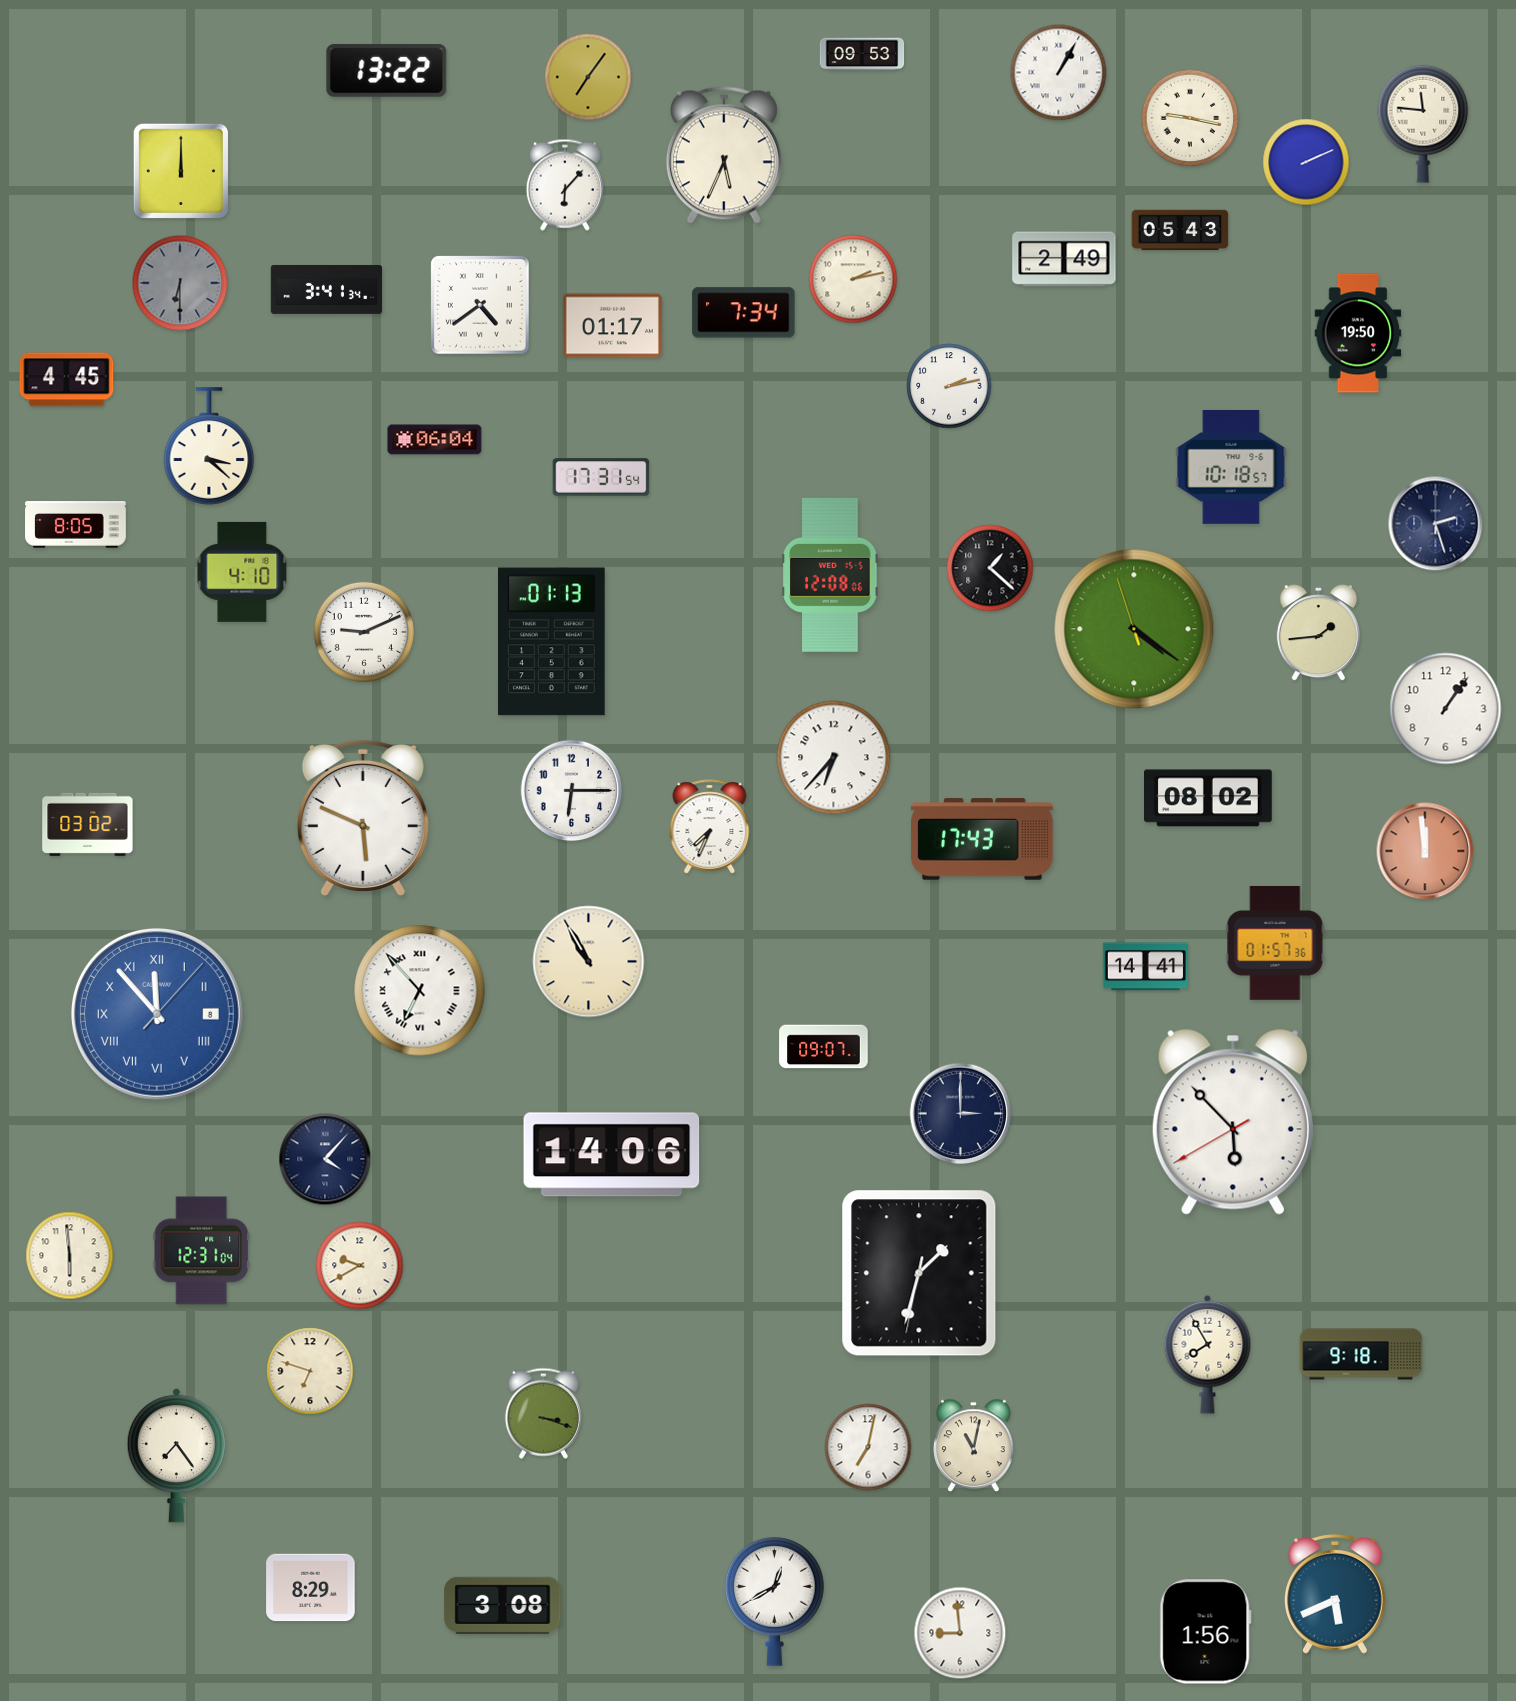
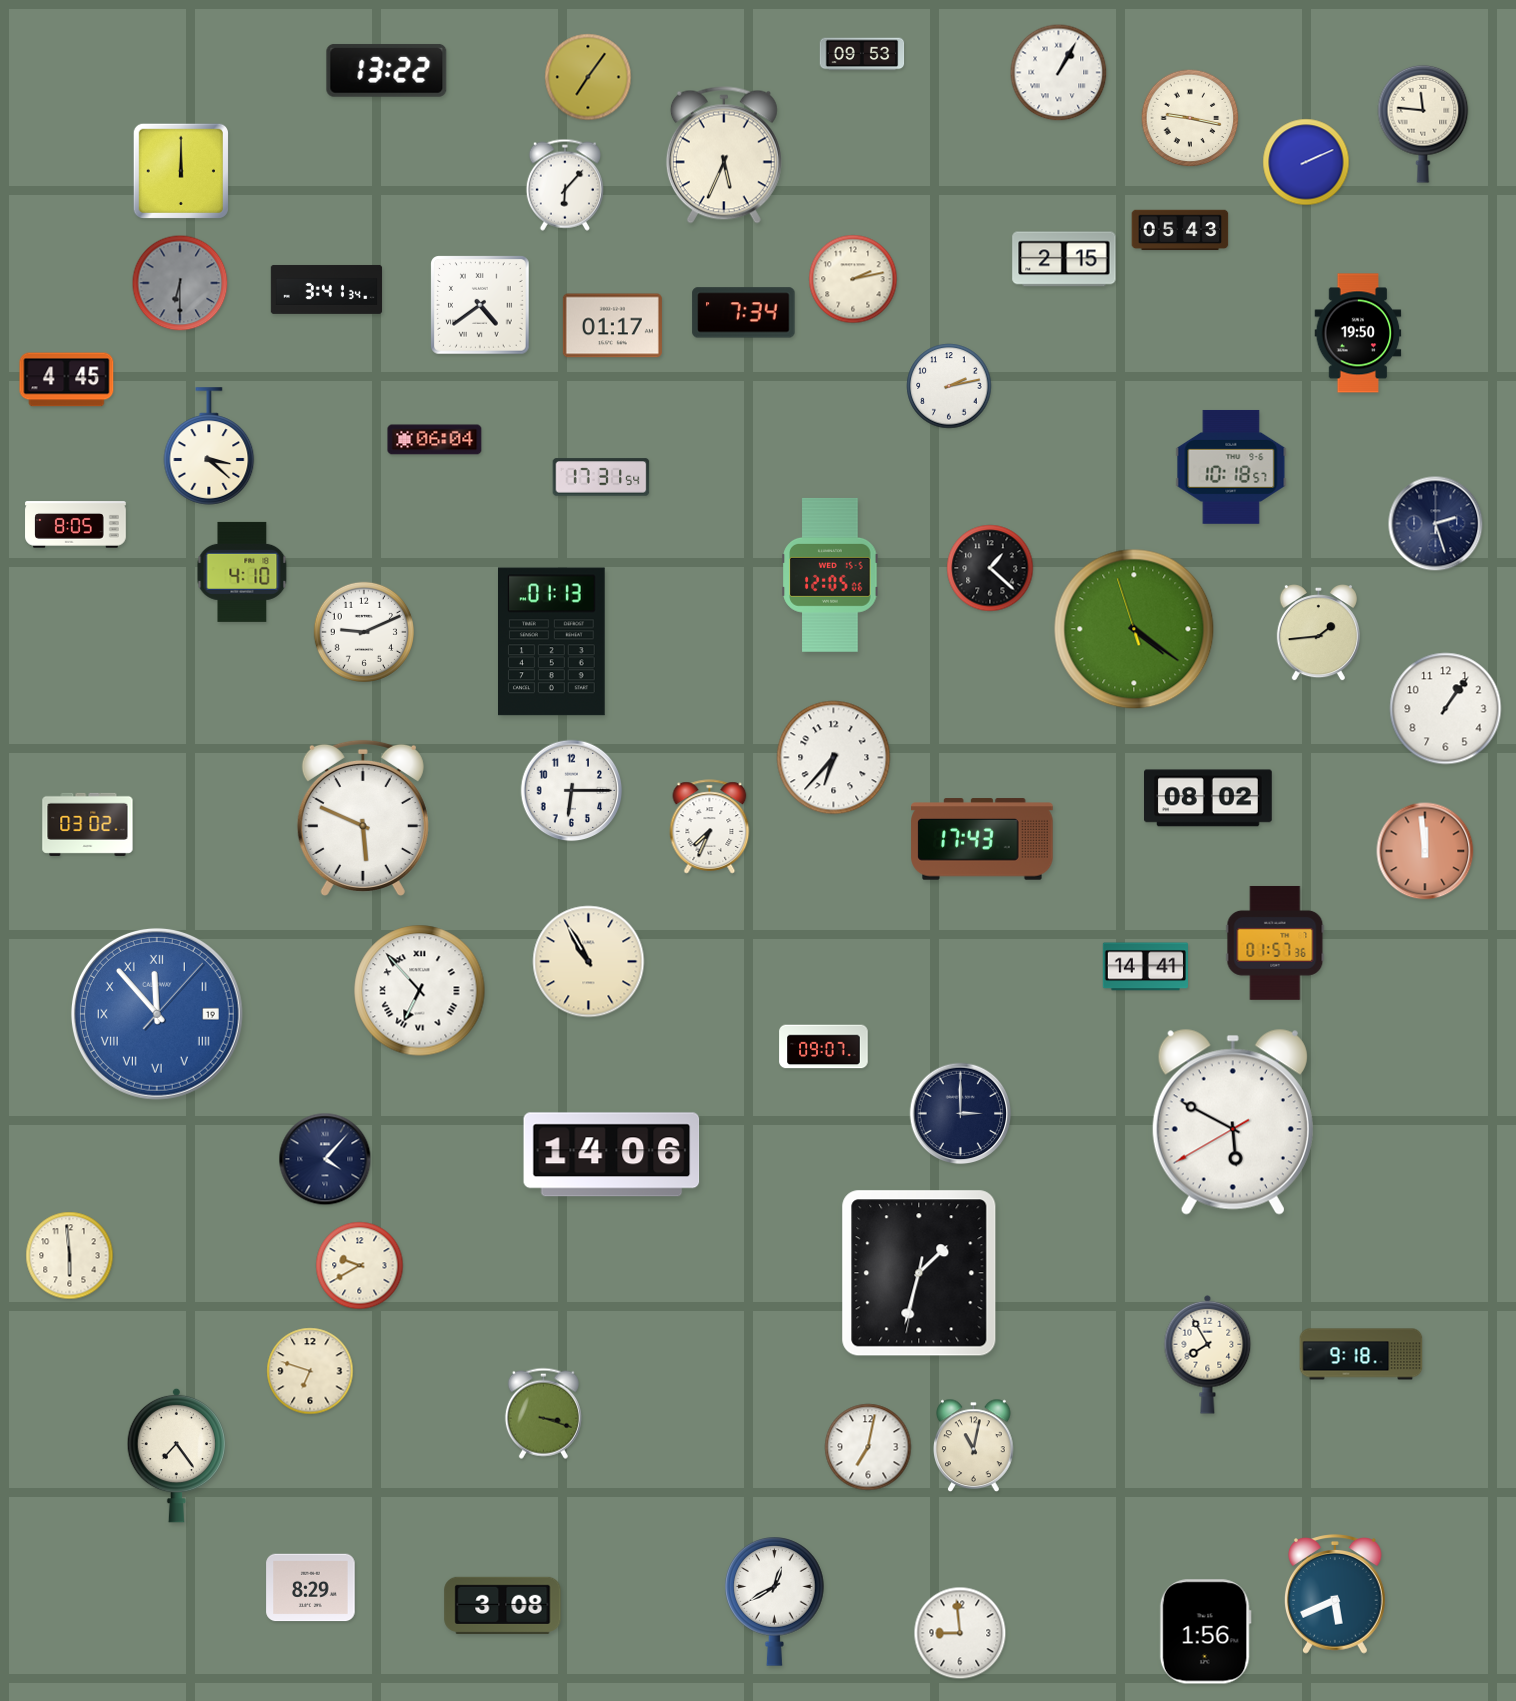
clock at (1064, 259): 2:49 -> 2:15
clock at (830, 575): 12:08 -> 12:05
clock at (157, 1014) date: 8 -> 19
clock at (1233, 1122): 5:52 -> 5:49
clock at (201, 1251): 12:31 -> none
